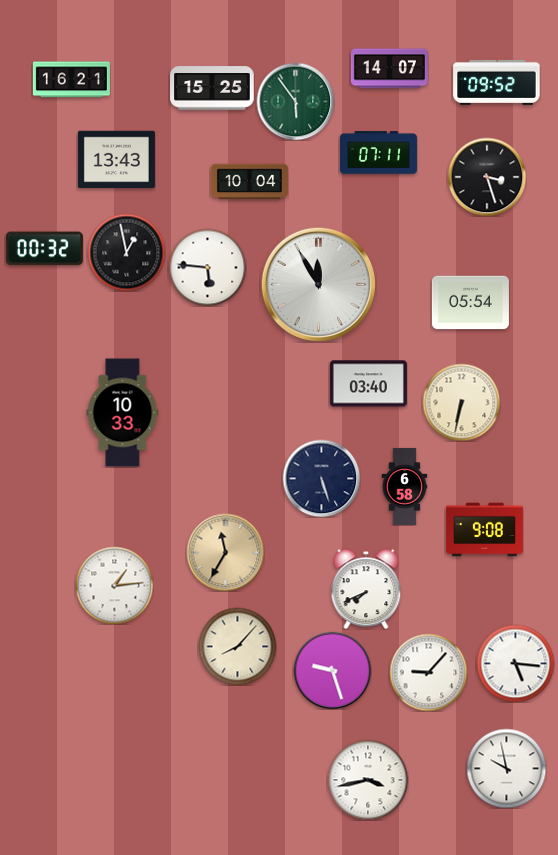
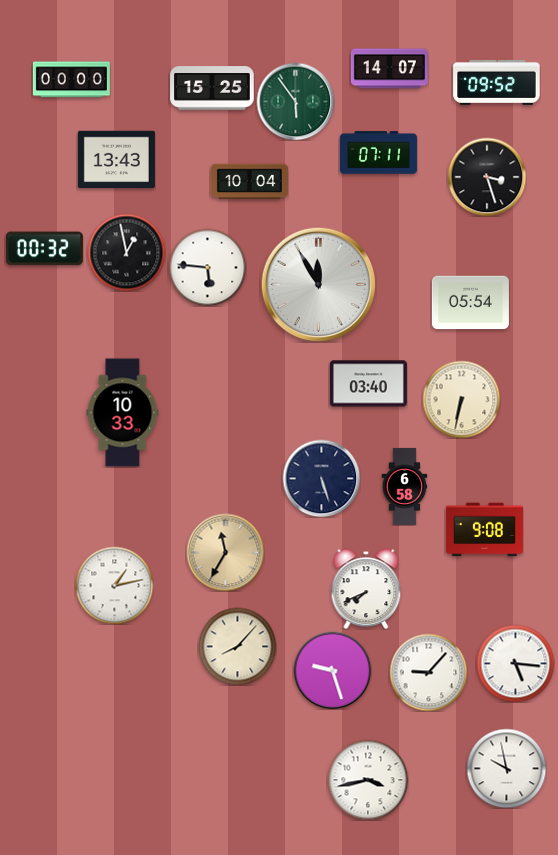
clock at (71, 80): 16:21 -> 00:00
clock at (461, 402) position: (461, 402) -> (461, 399)
clock at (114, 585): 1:14 -> 1:13
